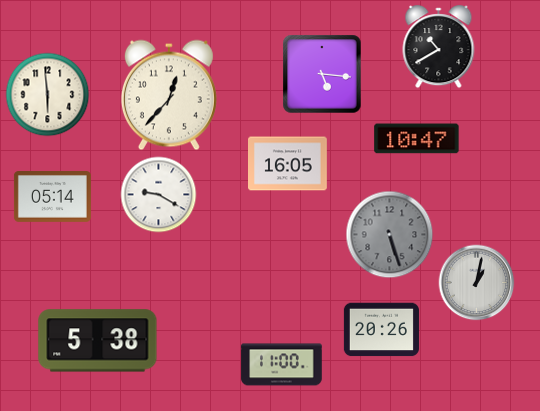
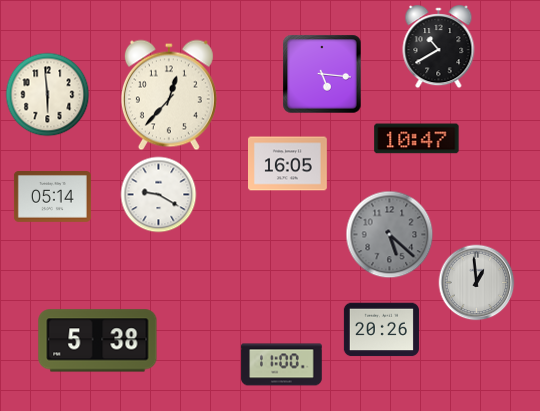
clock at (390, 235): 5:27 -> 5:22
clock at (477, 283): 1:02 -> 12:59
